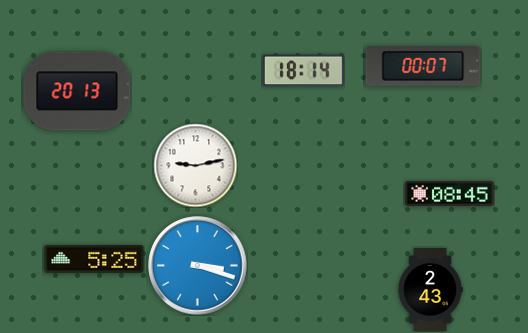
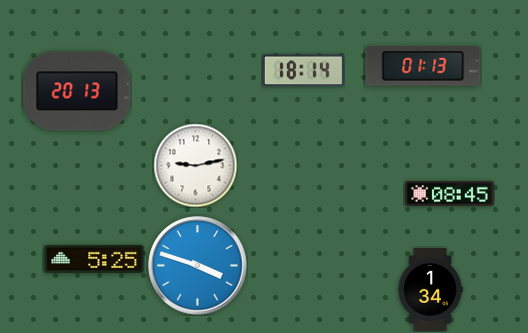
clock at (423, 66): 00:07 -> 01:13
clock at (198, 266): 3:18 -> 3:48
clock at (430, 289): 2:43 -> 1:34
